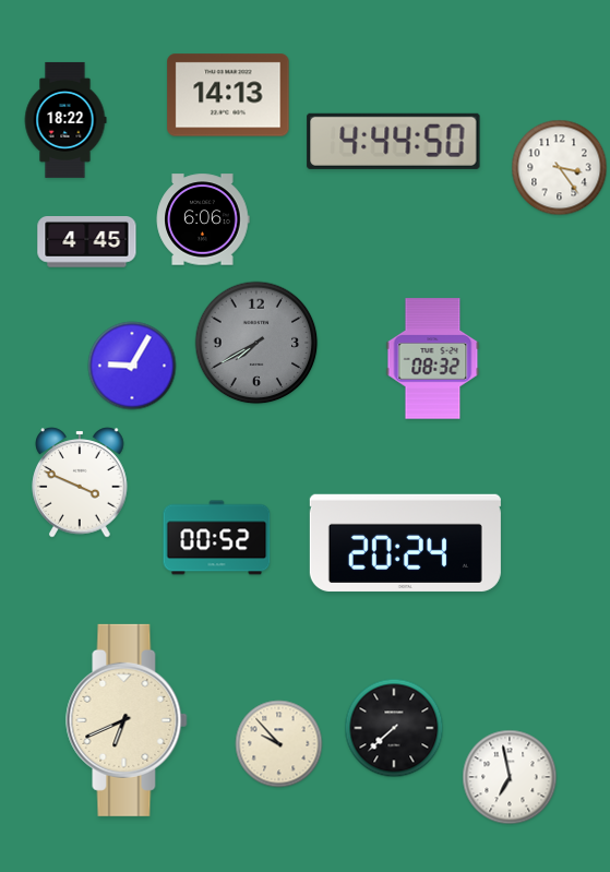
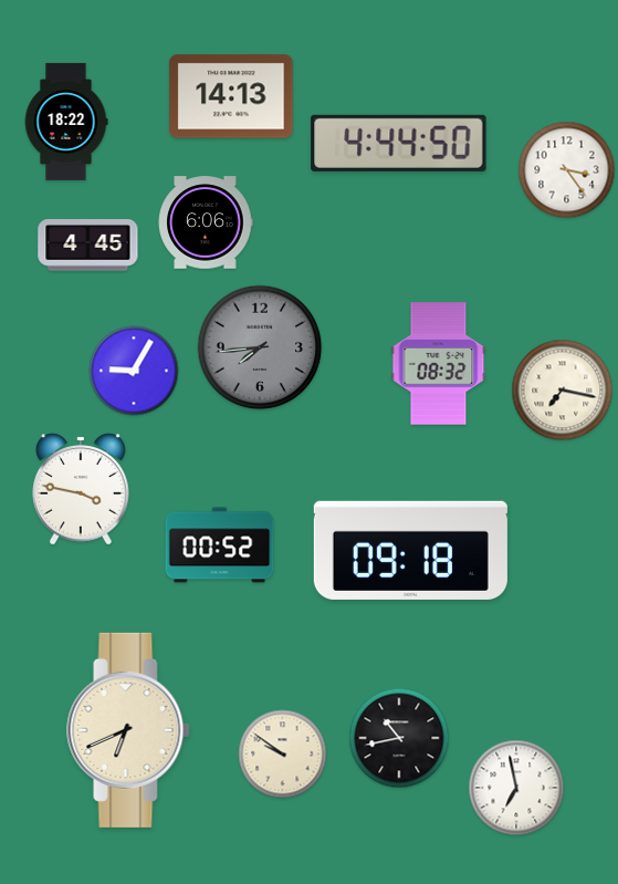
clock at (256, 343): 7:40 -> 7:44
clock at (563, 391): none -> 7:17
clock at (80, 482): 3:49 -> 3:47
clock at (405, 542): 20:24 -> 09:18
clock at (394, 728): 7:38 -> 10:43
clock at (279, 744): 9:53 -> 9:51
